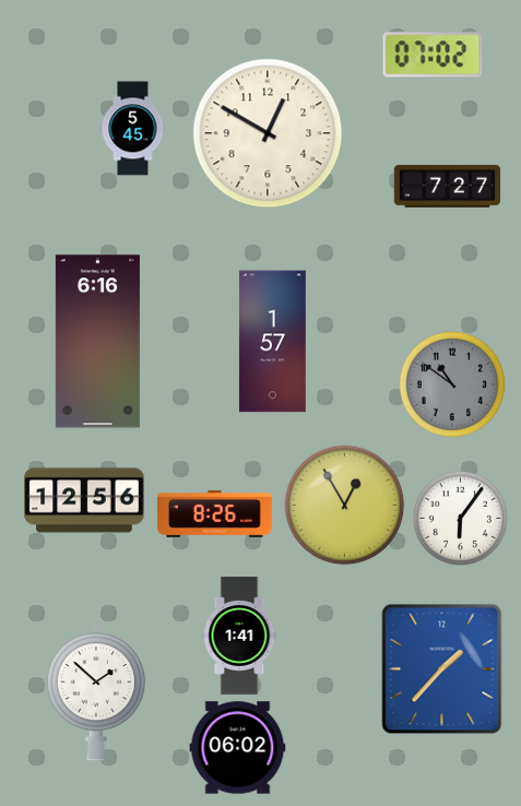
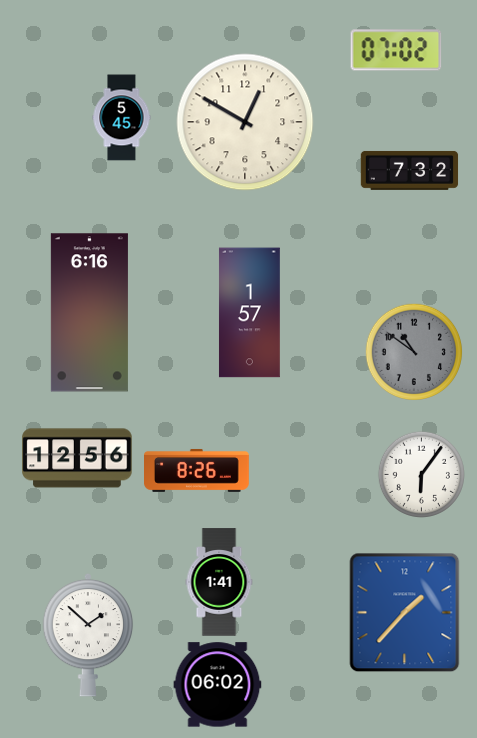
clock at (448, 187): 7:27 -> 7:32
clock at (345, 506): 12:55 -> none
